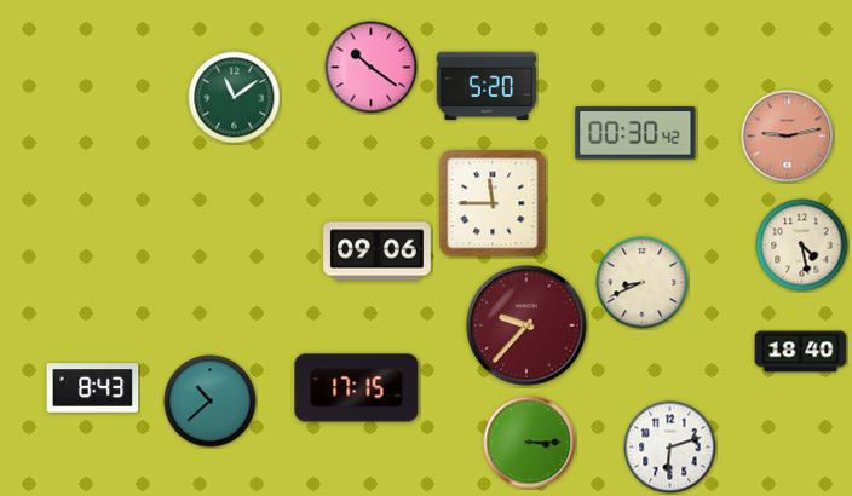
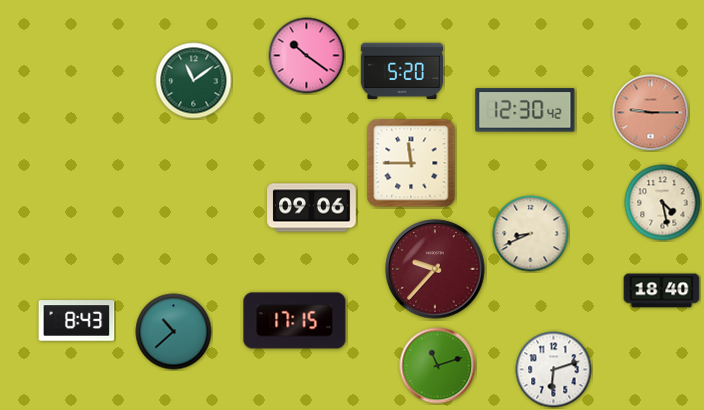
clock at (635, 133): 00:30 -> 12:30
clock at (788, 137): 9:13 -> 9:15
clock at (493, 203) position: (493, 203) -> (411, 163)
clock at (530, 443): 3:15 -> 11:12
